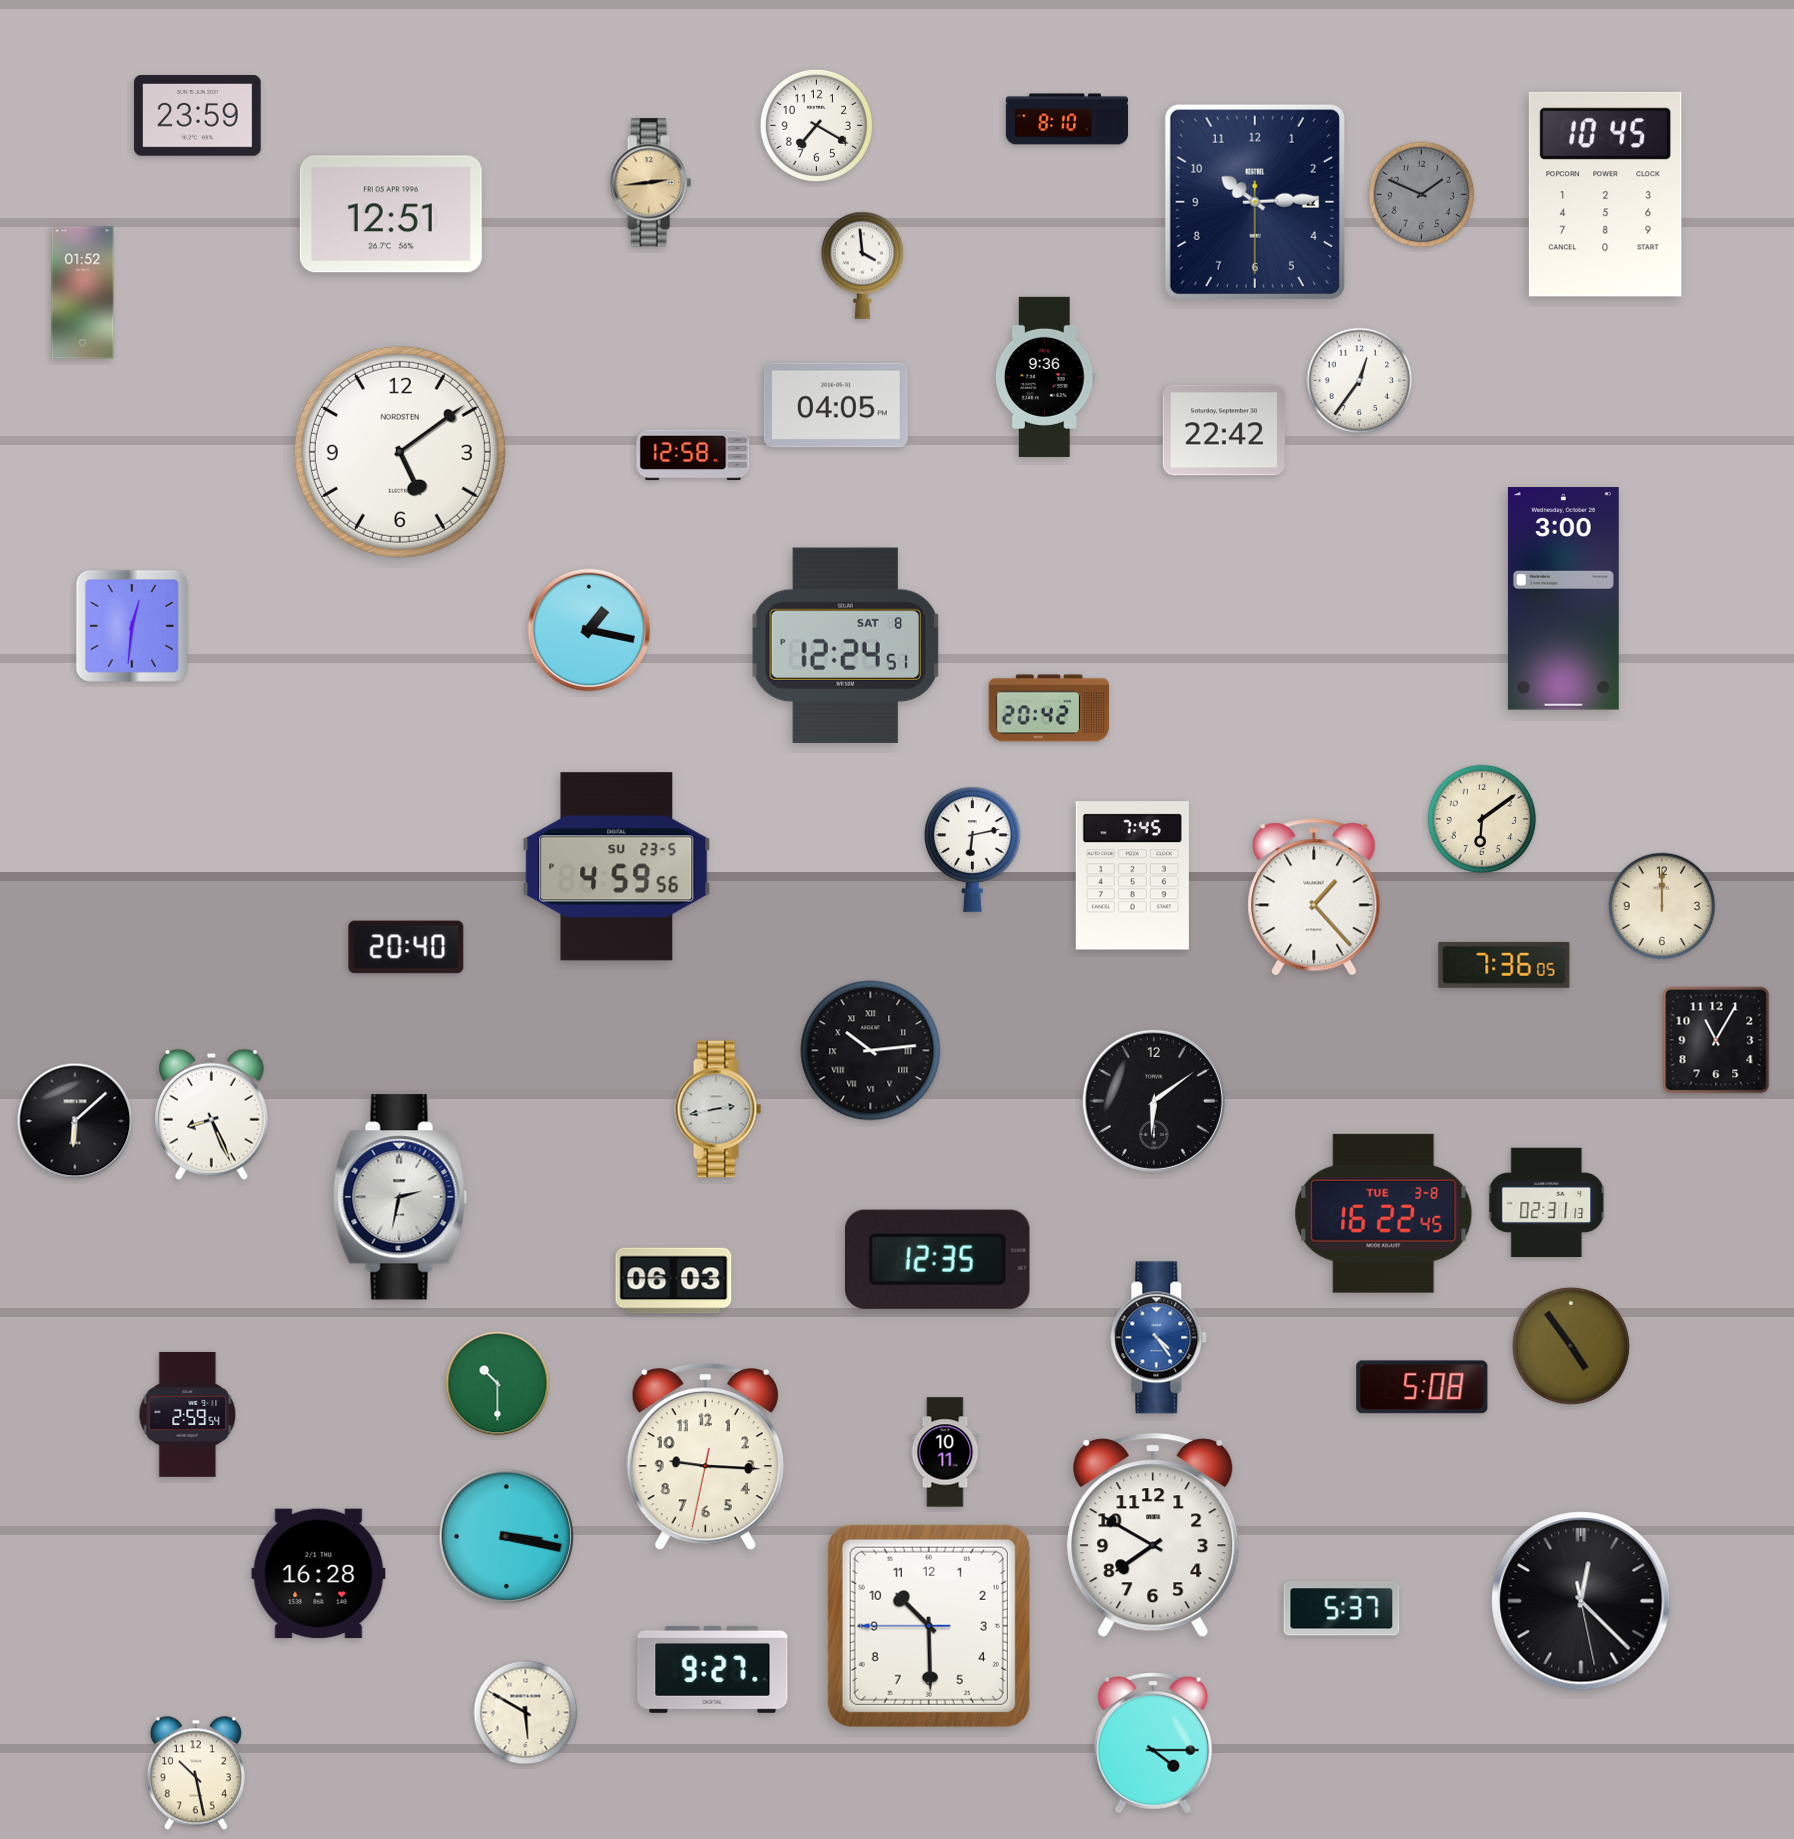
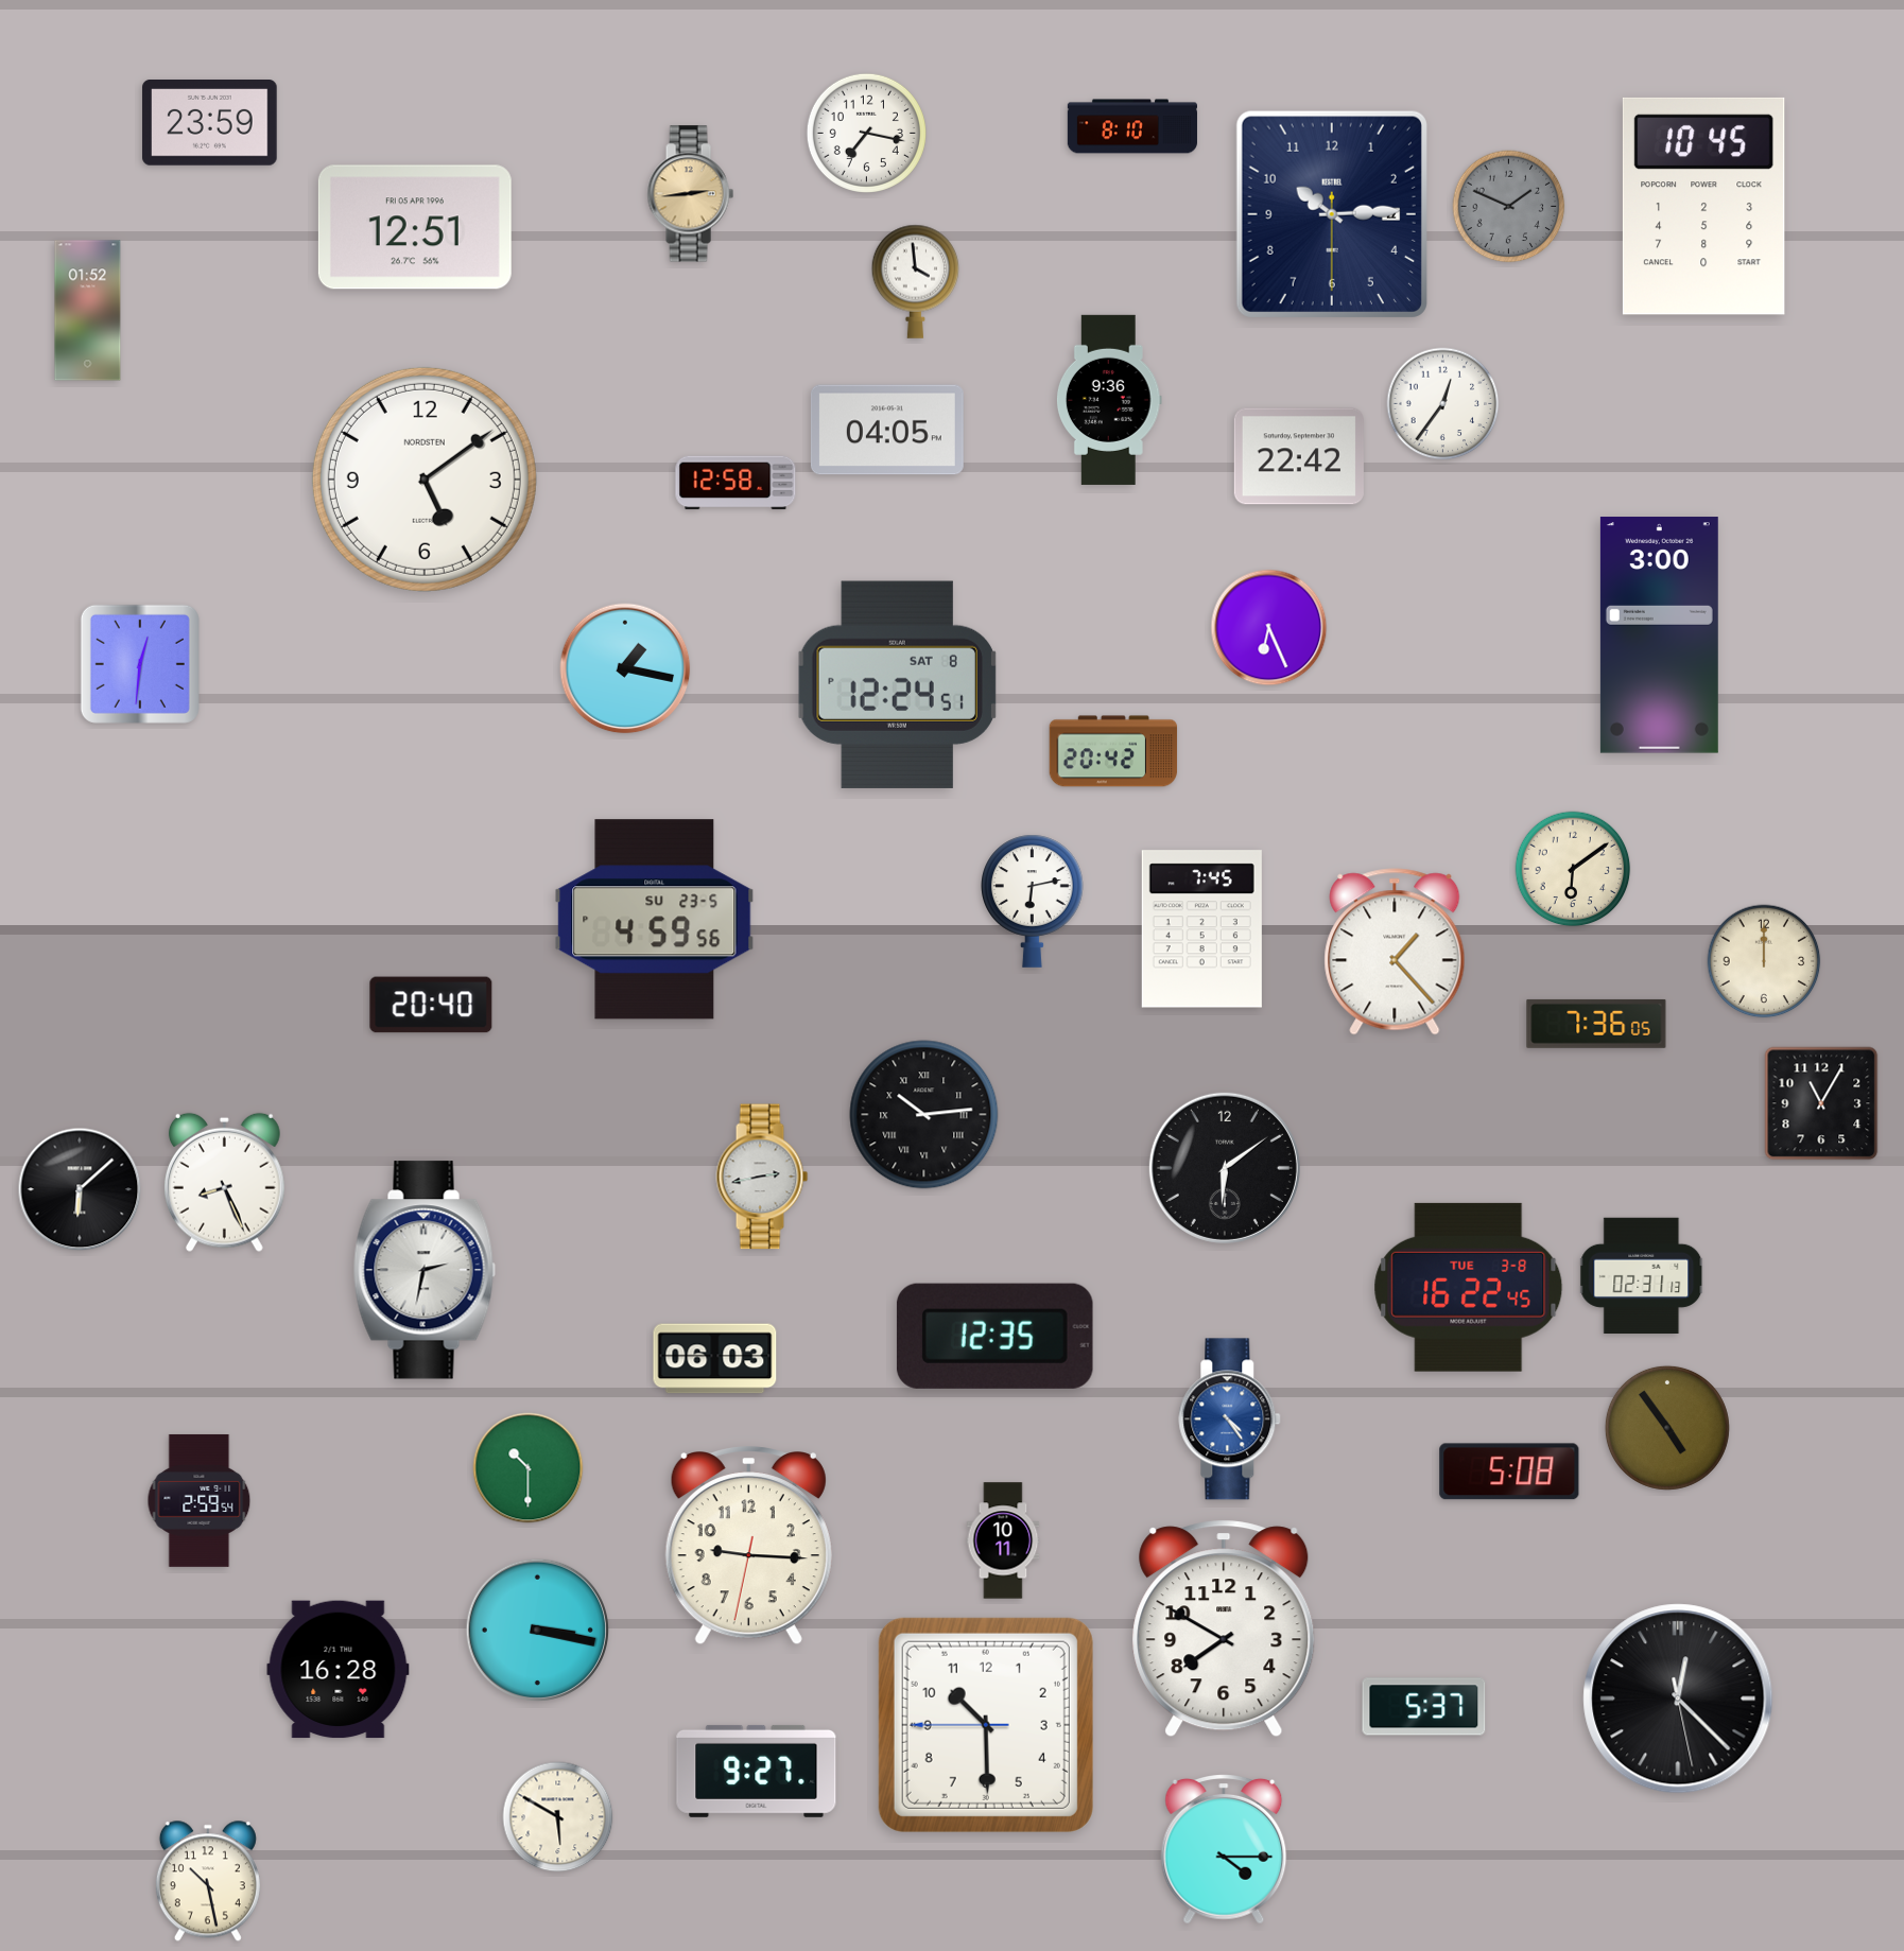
clock at (816, 125): 7:20 -> 7:17
clock at (1269, 628): none -> 6:26
